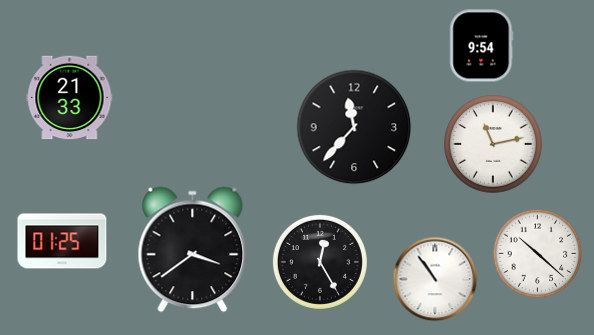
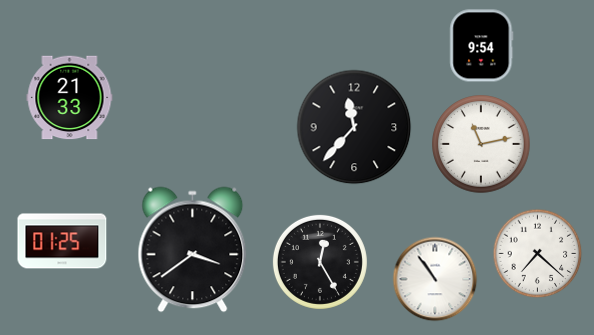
clock at (493, 144) position: (493, 144) -> (481, 144)
clock at (538, 254): 10:22 -> 7:22
